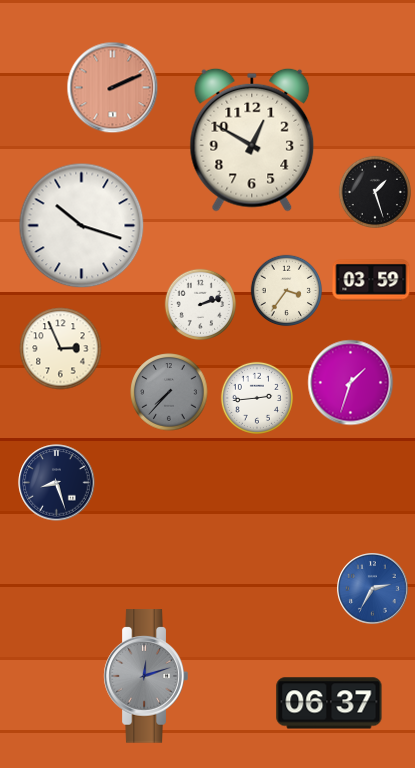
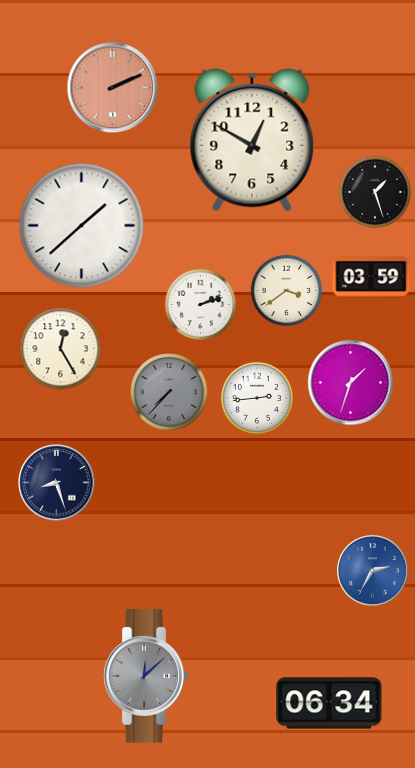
clock at (82, 226): 10:18 -> 1:38
clock at (371, 280) position: (371, 280) -> (371, 277)
clock at (287, 291): 3:36 -> 3:39
clock at (61, 349): 2:56 -> 12:25
clock at (373, 589) position: (373, 589) -> (373, 571)
clock at (146, 676): 12:12 -> 12:08
clock at (329, 703): 06:37 -> 06:34
